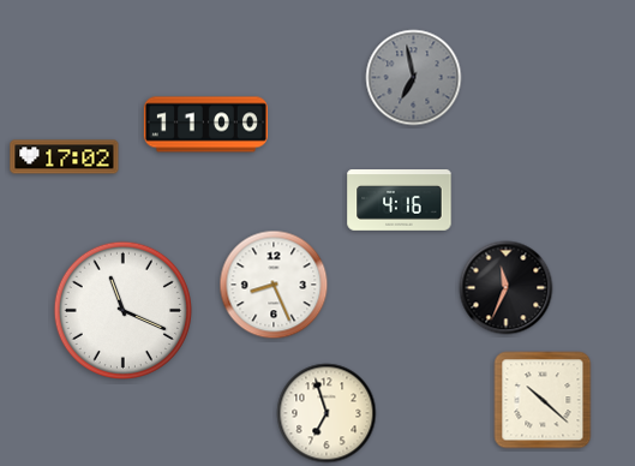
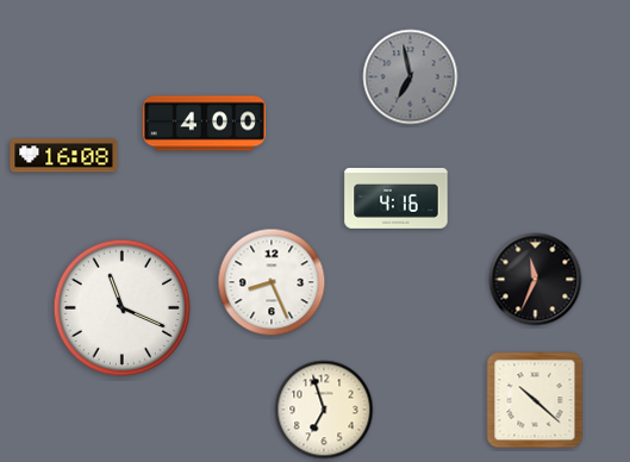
clock at (205, 125): 11:00 -> 4:00
clock at (65, 157): 17:02 -> 16:08
clock at (507, 288) position: (507, 288) -> (536, 280)
clock at (543, 400) position: (543, 400) -> (535, 400)
